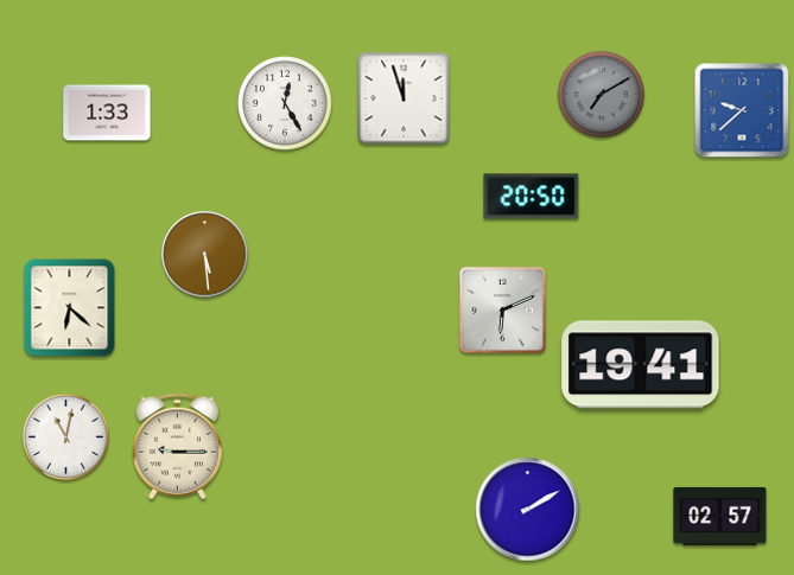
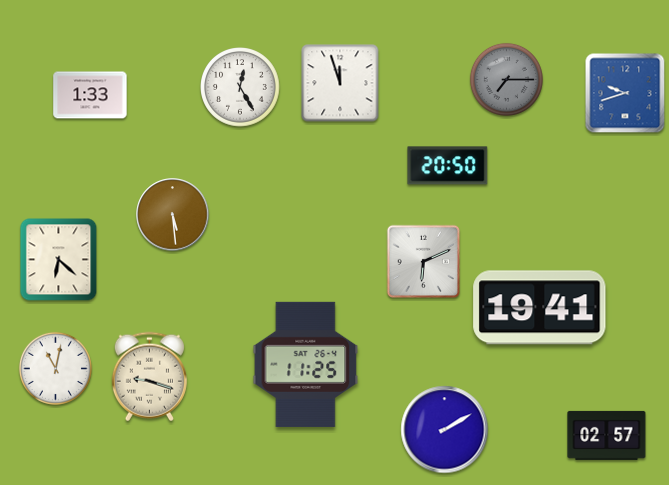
clock at (601, 94): 7:10 -> 7:15
clock at (742, 110): 9:38 -> 9:42
clock at (306, 364): none -> 11:25
clock at (177, 447): 9:15 -> 9:18
